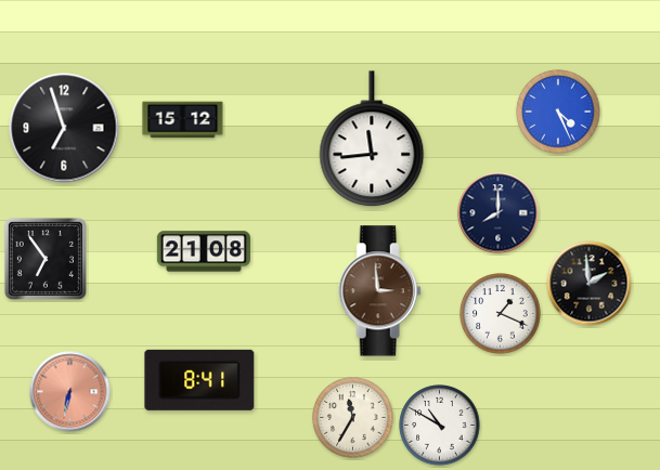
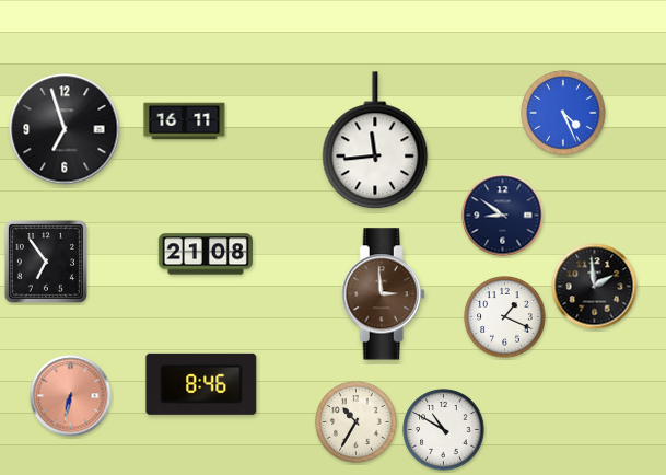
clock at (183, 120): 15:12 -> 16:11
clock at (499, 213): 8:00 -> 8:51
clock at (199, 380): 8:41 -> 8:46
clock at (353, 418): 11:35 -> 10:35
